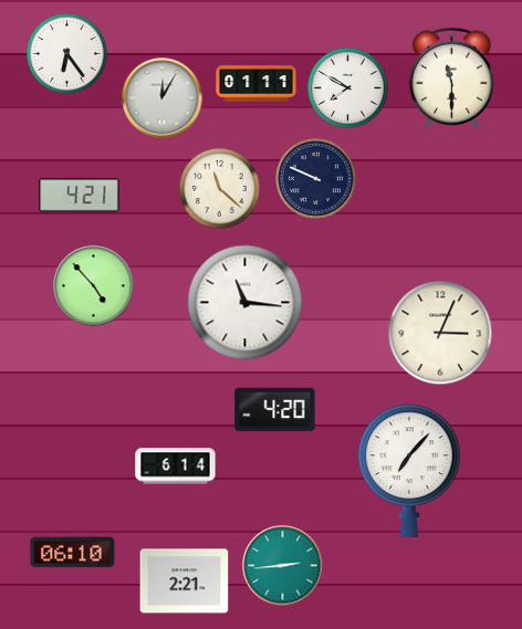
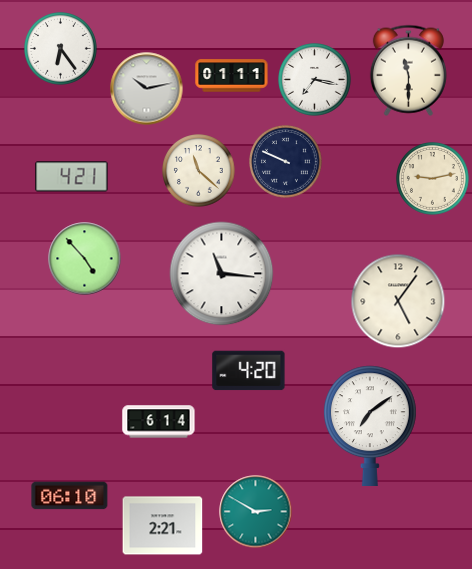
clock at (348, 88): 7:50 -> 7:17
clock at (163, 98): 12:05 -> 10:13
clock at (433, 179): none -> 9:13
clock at (440, 333): 3:04 -> 5:06
clock at (409, 470): 7:07 -> 7:09
clock at (73, 553) position: (73, 553) -> (70, 496)
clock at (283, 566): 2:44 -> 2:50
clock at (185, 581) position: (185, 581) -> (163, 526)
